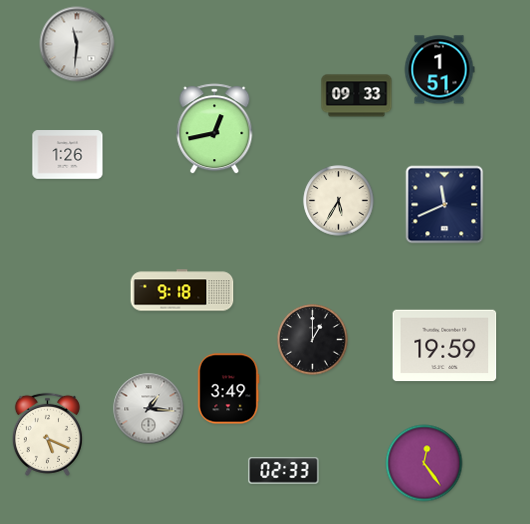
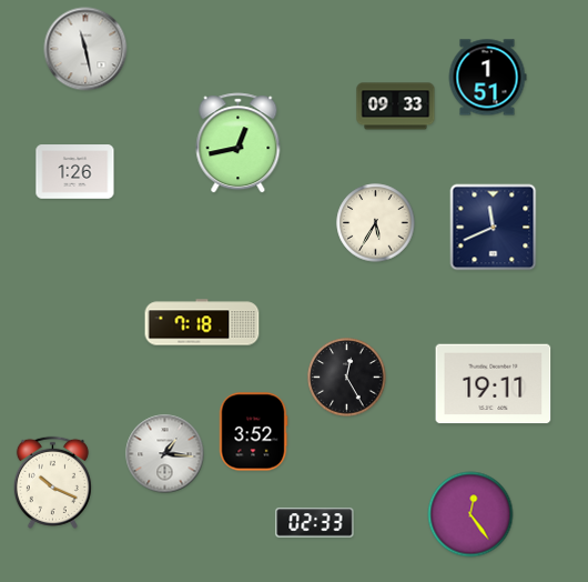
clock at (77, 44): 11:31 -> 11:28
clock at (182, 290): 9:18 -> 7:18
clock at (313, 340): 1:00 -> 12:25
clock at (445, 346): 19:59 -> 19:11
clock at (228, 389): 3:49 -> 3:52
clock at (47, 434): 5:19 -> 10:19
